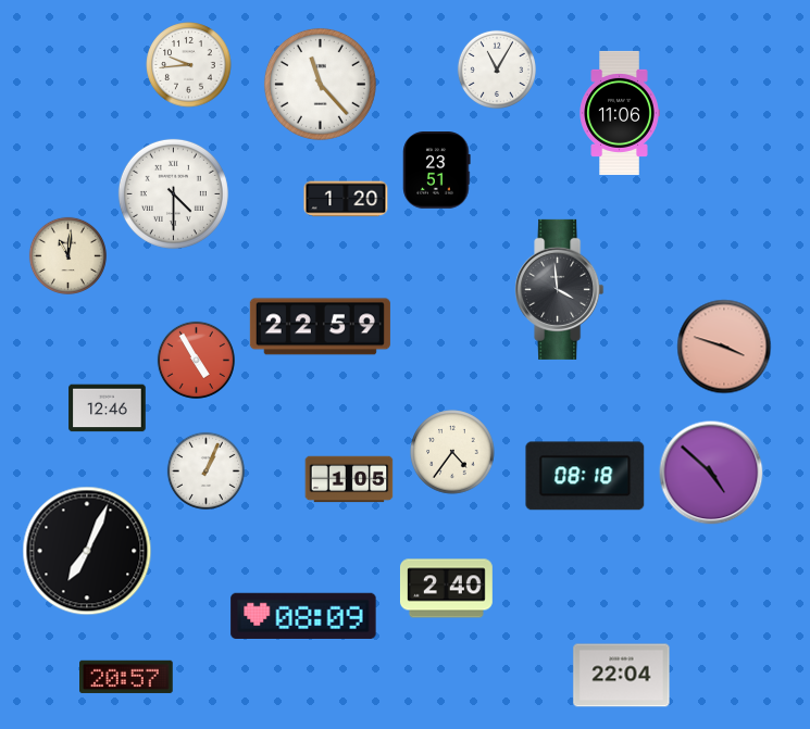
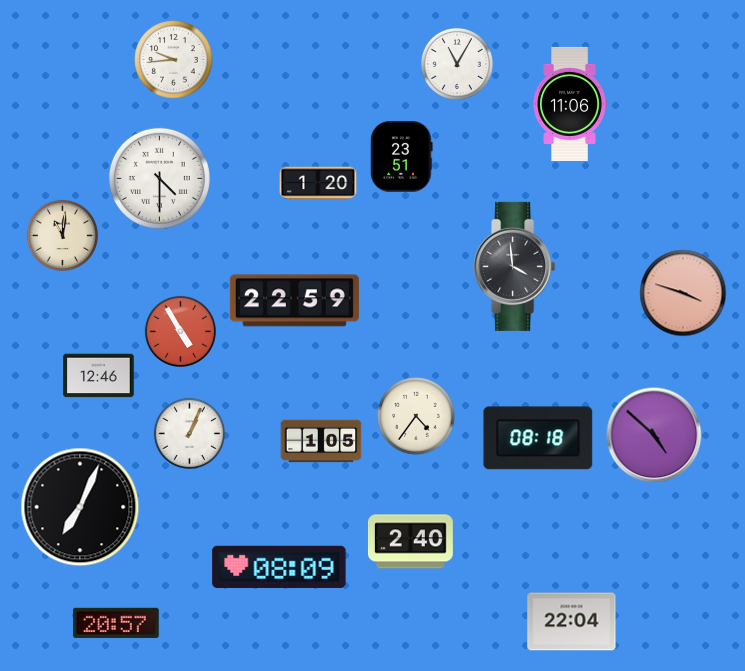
clock at (320, 84): 11:23 -> none
clock at (724, 347) position: (724, 347) -> (683, 293)
